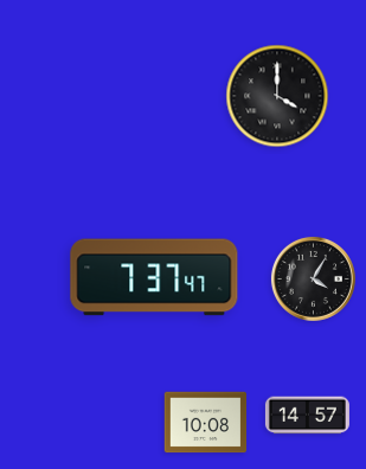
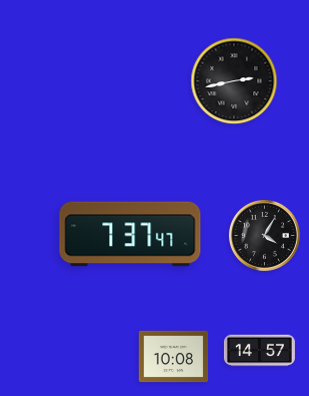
clock at (277, 96): 4:00 -> 2:43
